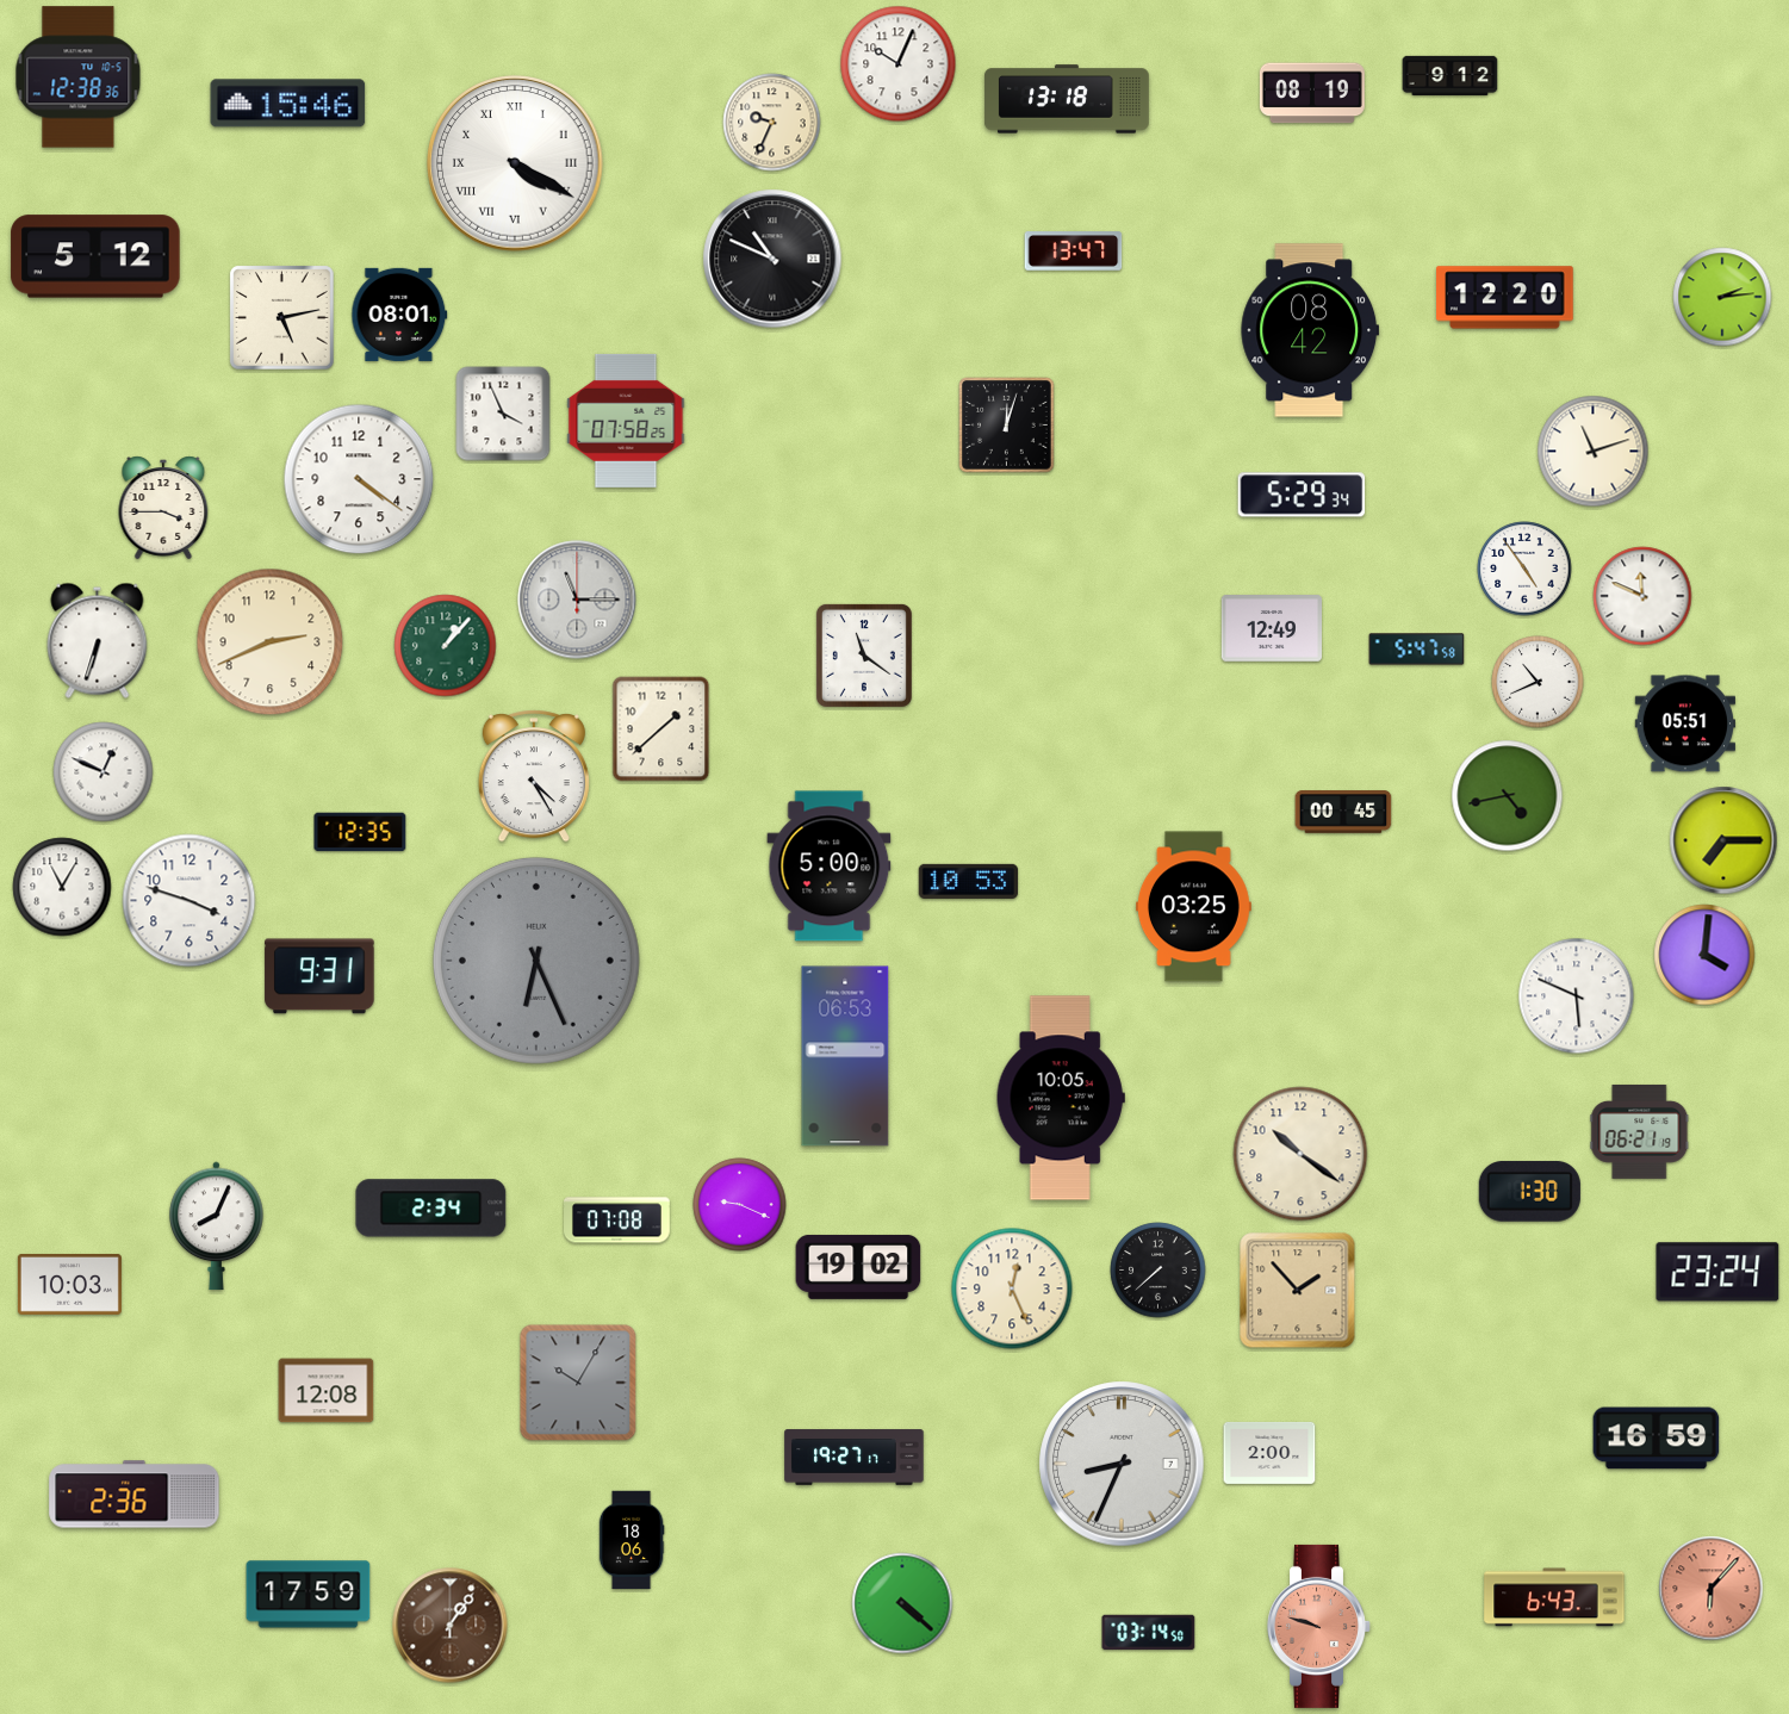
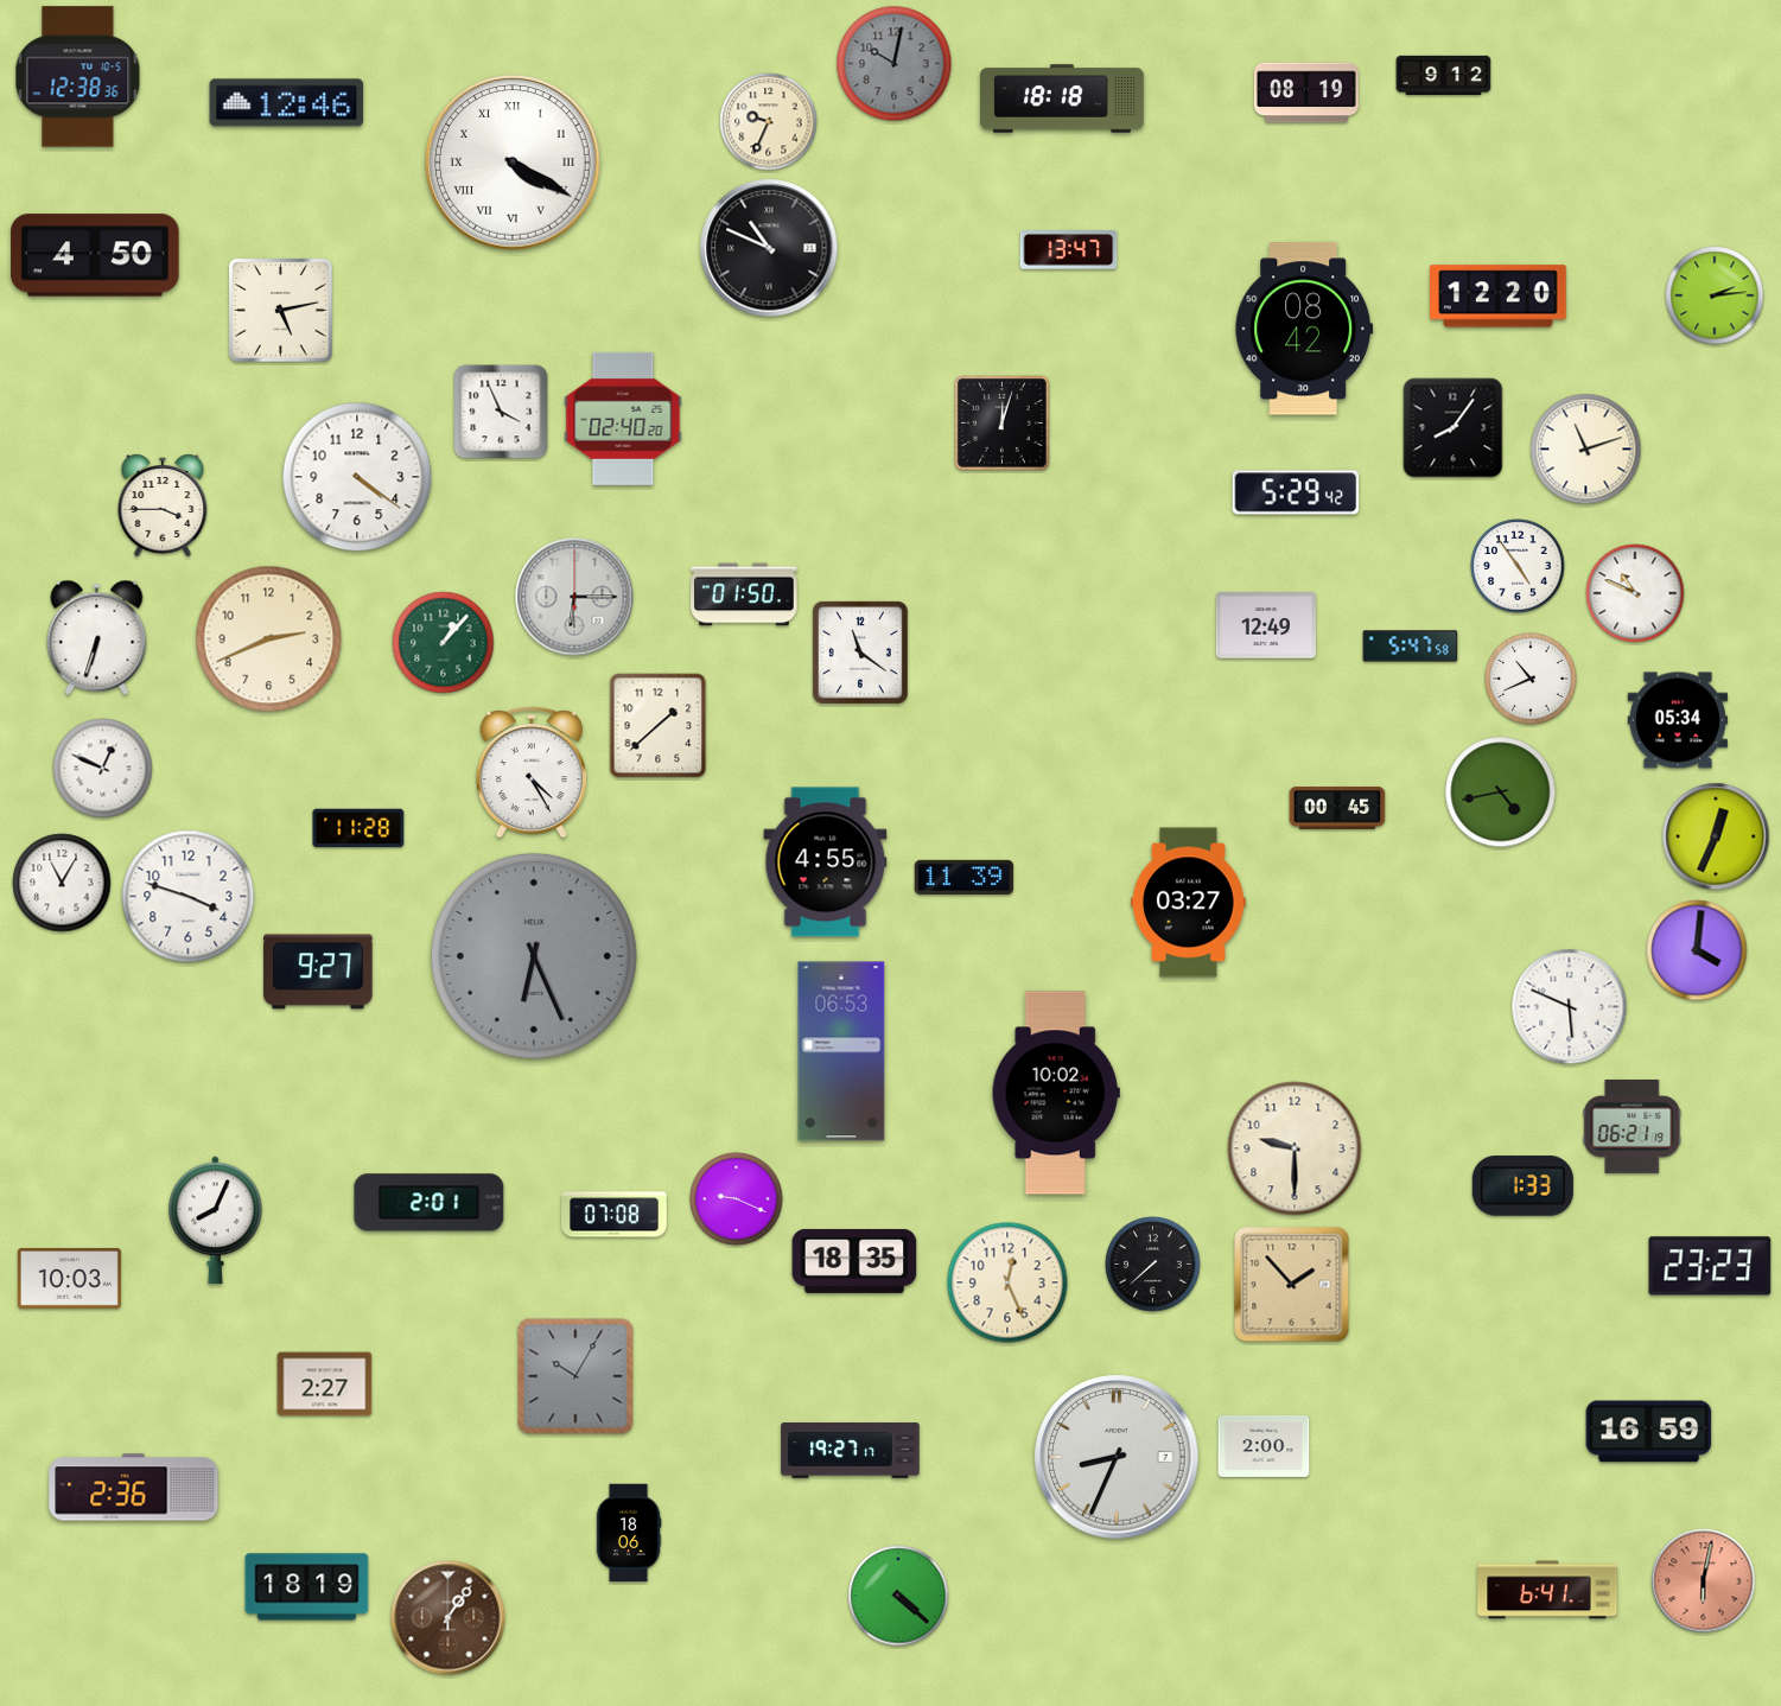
clock at (899, 64): 10:04 -> 10:02
clock at (899, 64) dial: white -> grey
clock at (1067, 99): 13:18 -> 18:18
clock at (288, 104): 15:46 -> 12:46
clock at (95, 256): 5:12 -> 4:50
clock at (772, 259) position: (772, 259) -> (769, 248)
clock at (399, 315): 08:01 -> none
clock at (282, 318) position: (282, 318) -> (281, 311)
clock at (626, 421): 07:58 -> 02:40
clock at (1454, 428): none -> 8:06
clock at (1302, 495): 5:29:34 -> 5:29:42
clock at (1642, 596): 11:49 -> 10:49
clock at (744, 594): none -> 01:50
clock at (577, 600): 11:15 -> 6:15
clock at (1684, 724): 05:51 -> 05:34
clock at (360, 832): 12:35 -> 11:28
clock at (1723, 840): 7:15 -> 12:34
clock at (830, 867): 5:00 -> 4:55
clock at (969, 881): 10:53 -> 11:39
clock at (1193, 907): 03:25 -> 03:27
clock at (319, 976): 9:31 -> 9:27
clock at (1577, 996) position: (1577, 996) -> (1570, 1007)
clock at (1061, 1098): 10:05 -> 10:02
clock at (1300, 1154): 10:21 -> 9:30
clock at (1529, 1192): 1:30 -> 1:33
clock at (431, 1209): 2:34 -> 2:01
clock at (858, 1267): 19:02 -> 18:35
clock at (1717, 1272): 23:24 -> 23:23
clock at (327, 1391): 12:08 -> 2:27
clock at (1712, 1589): 6:07 -> 6:02
clock at (309, 1595): 17:59 -> 18:19
clock at (1554, 1597): 6:43 -> 6:41
clock at (1319, 1626): 9:48 -> none
clock at (1149, 1633): 03:14 -> none
